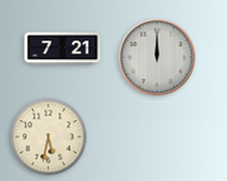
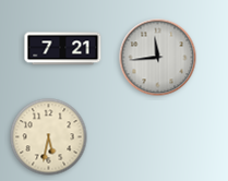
clock at (157, 58): 12:00 -> 11:44
